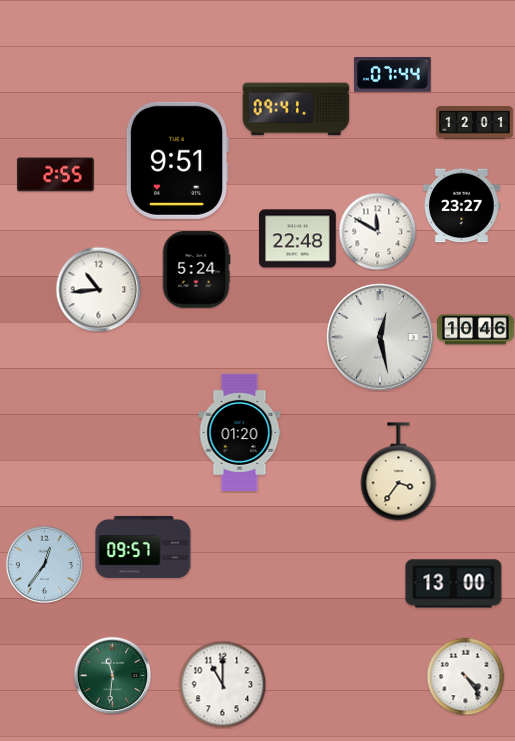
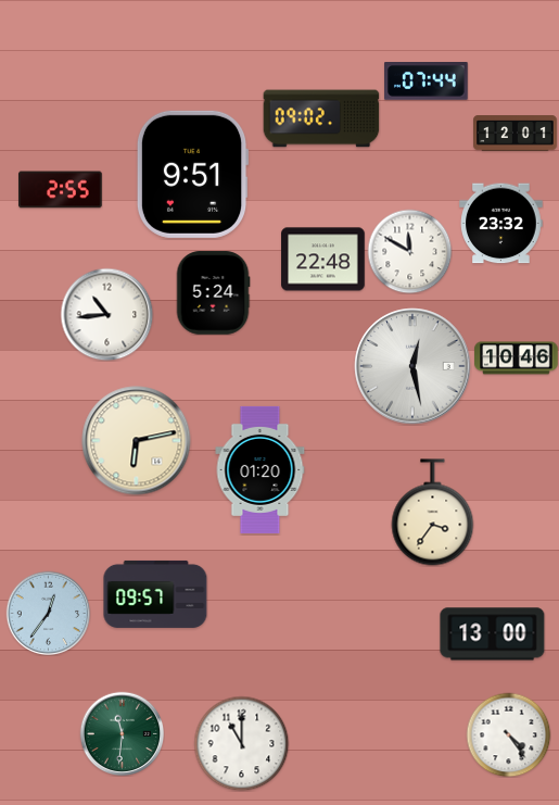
clock at (296, 109): 09:41 -> 09:02
clock at (462, 206): 23:27 -> 23:32
clock at (137, 441): none -> 6:13
clock at (465, 676) position: (465, 676) -> (508, 734)
